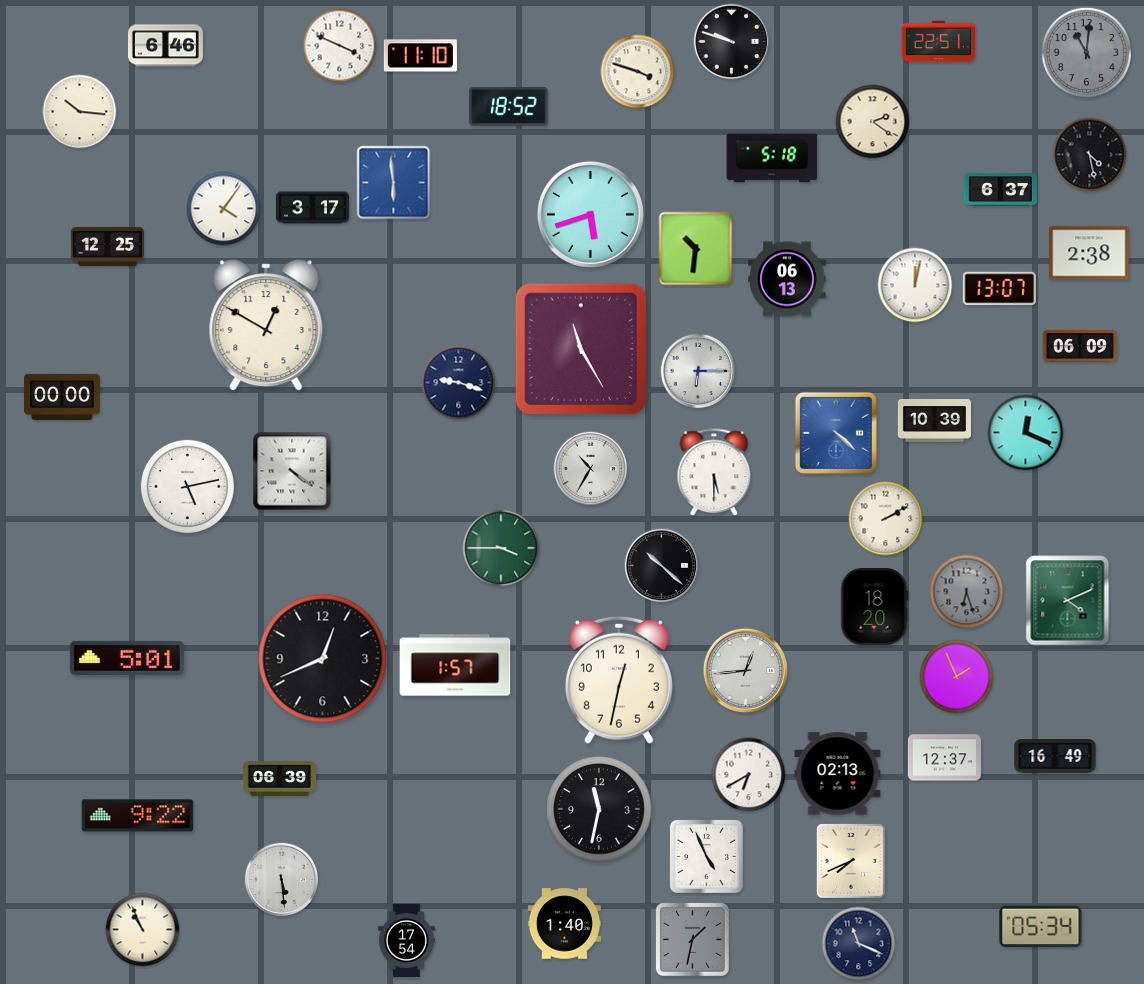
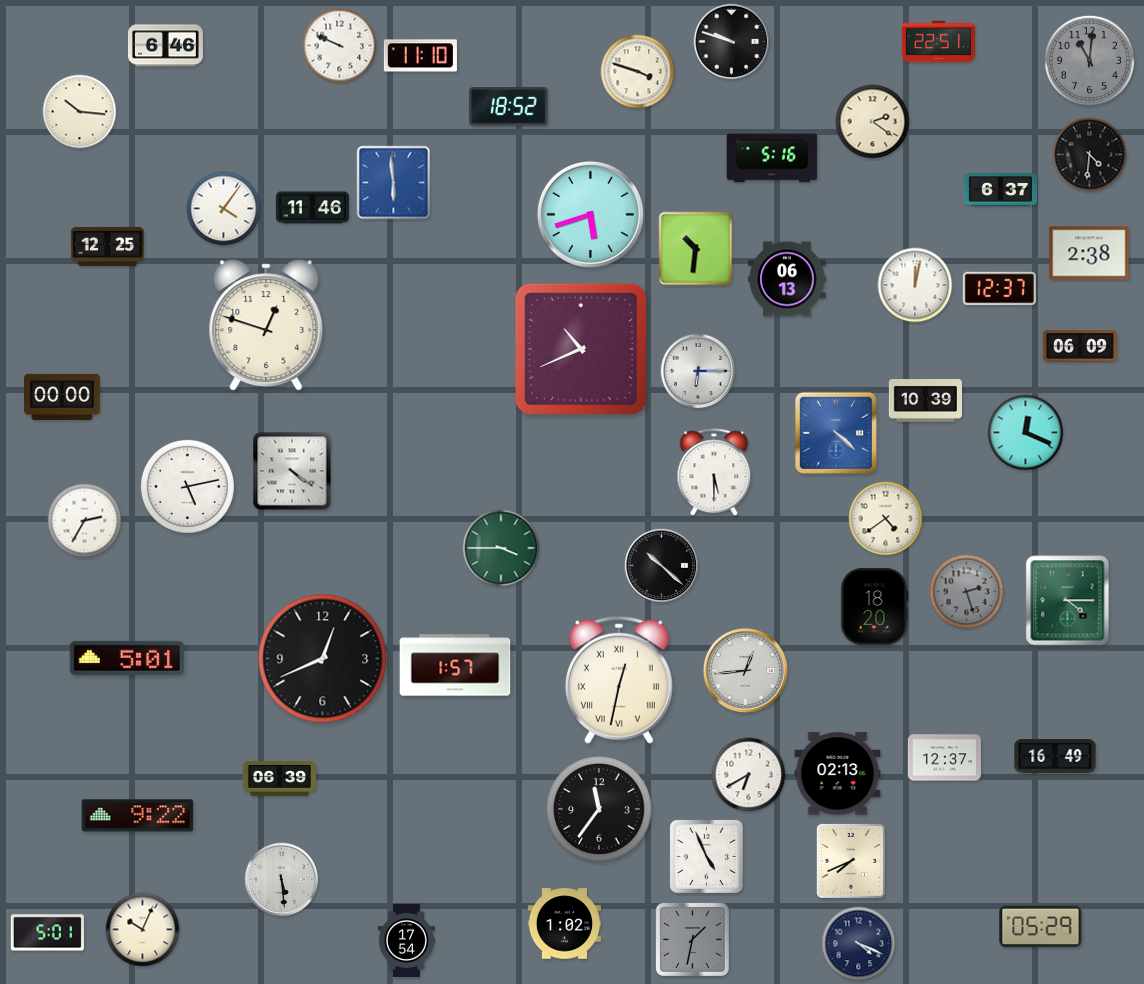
clock at (340, 46): 3:49 -> 9:49
clock at (1086, 52) position: (1086, 52) -> (1089, 60)
clock at (1090, 155): 4:28 -> 4:31
clock at (772, 158): 5:18 -> 5:16
clock at (312, 208): 3:17 -> 11:46
clock at (999, 289): 13:07 -> 12:37
clock at (266, 325): 12:50 -> 12:48
clock at (580, 348): 11:25 -> 10:41
clock at (459, 383): 9:18 -> none
clock at (934, 421) position: (934, 421) -> (925, 401)
clock at (591, 469): 10:35 -> none
clock at (886, 519): 2:10 -> 4:39
clock at (85, 521): none -> 2:35
clock at (967, 592): 6:27 -> 2:27
clock at (1068, 601): 4:11 -> 4:15
clock at (957, 677): 1:56 -> none
clock at (619, 680) numerals: Arabic -> Roman
clock at (599, 809): 11:32 -> 11:36
clock at (564, 924): 1:40 -> 1:02
clock at (1041, 927): 05:34 -> 05:29
clock at (143, 930): 10:56 -> 10:04
clock at (47, 933): none -> 5:01
clock at (859, 944): 11:19 -> 4:19
